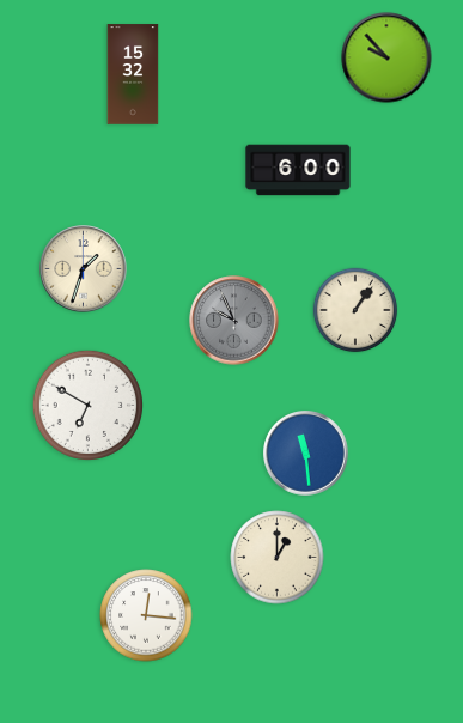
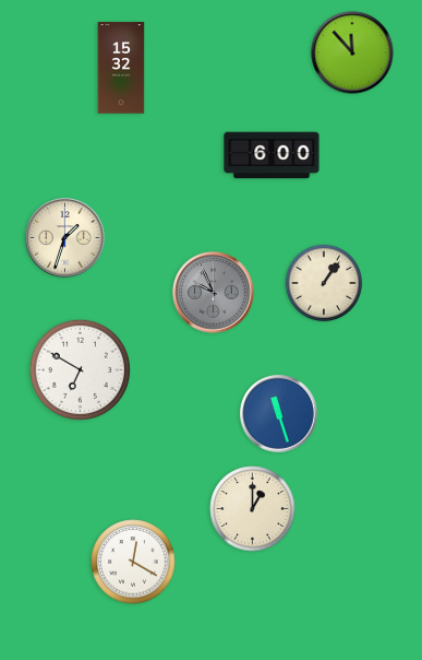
clock at (386, 57): 9:53 -> 11:53
clock at (84, 269) position: (84, 269) -> (65, 238)
clock at (306, 454): 11:29 -> 11:27
clock at (146, 615): 12:16 -> 12:20
